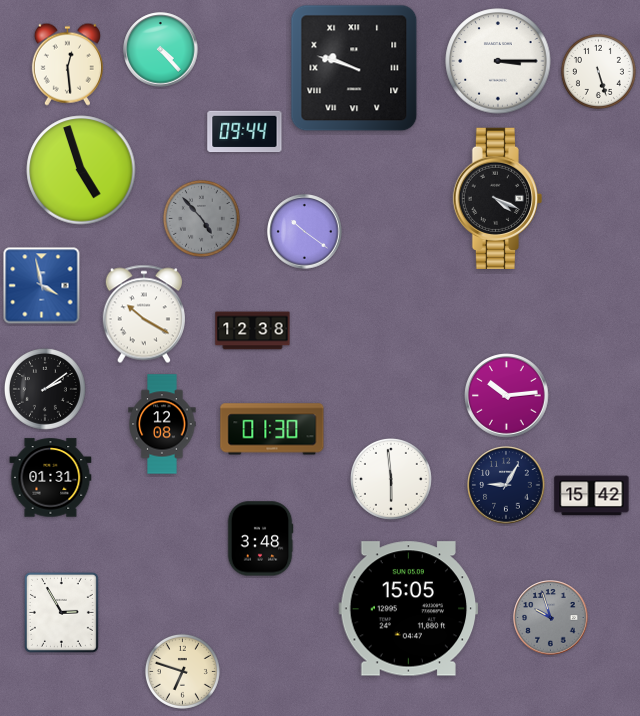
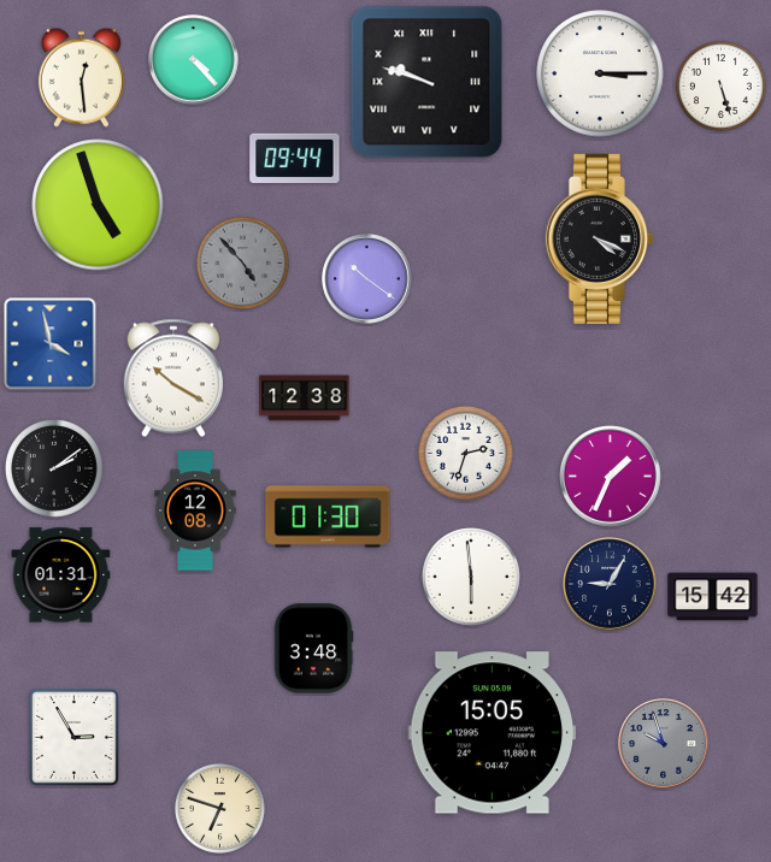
clock at (465, 453): none -> 2:33
clock at (507, 396): 10:14 -> 1:34
